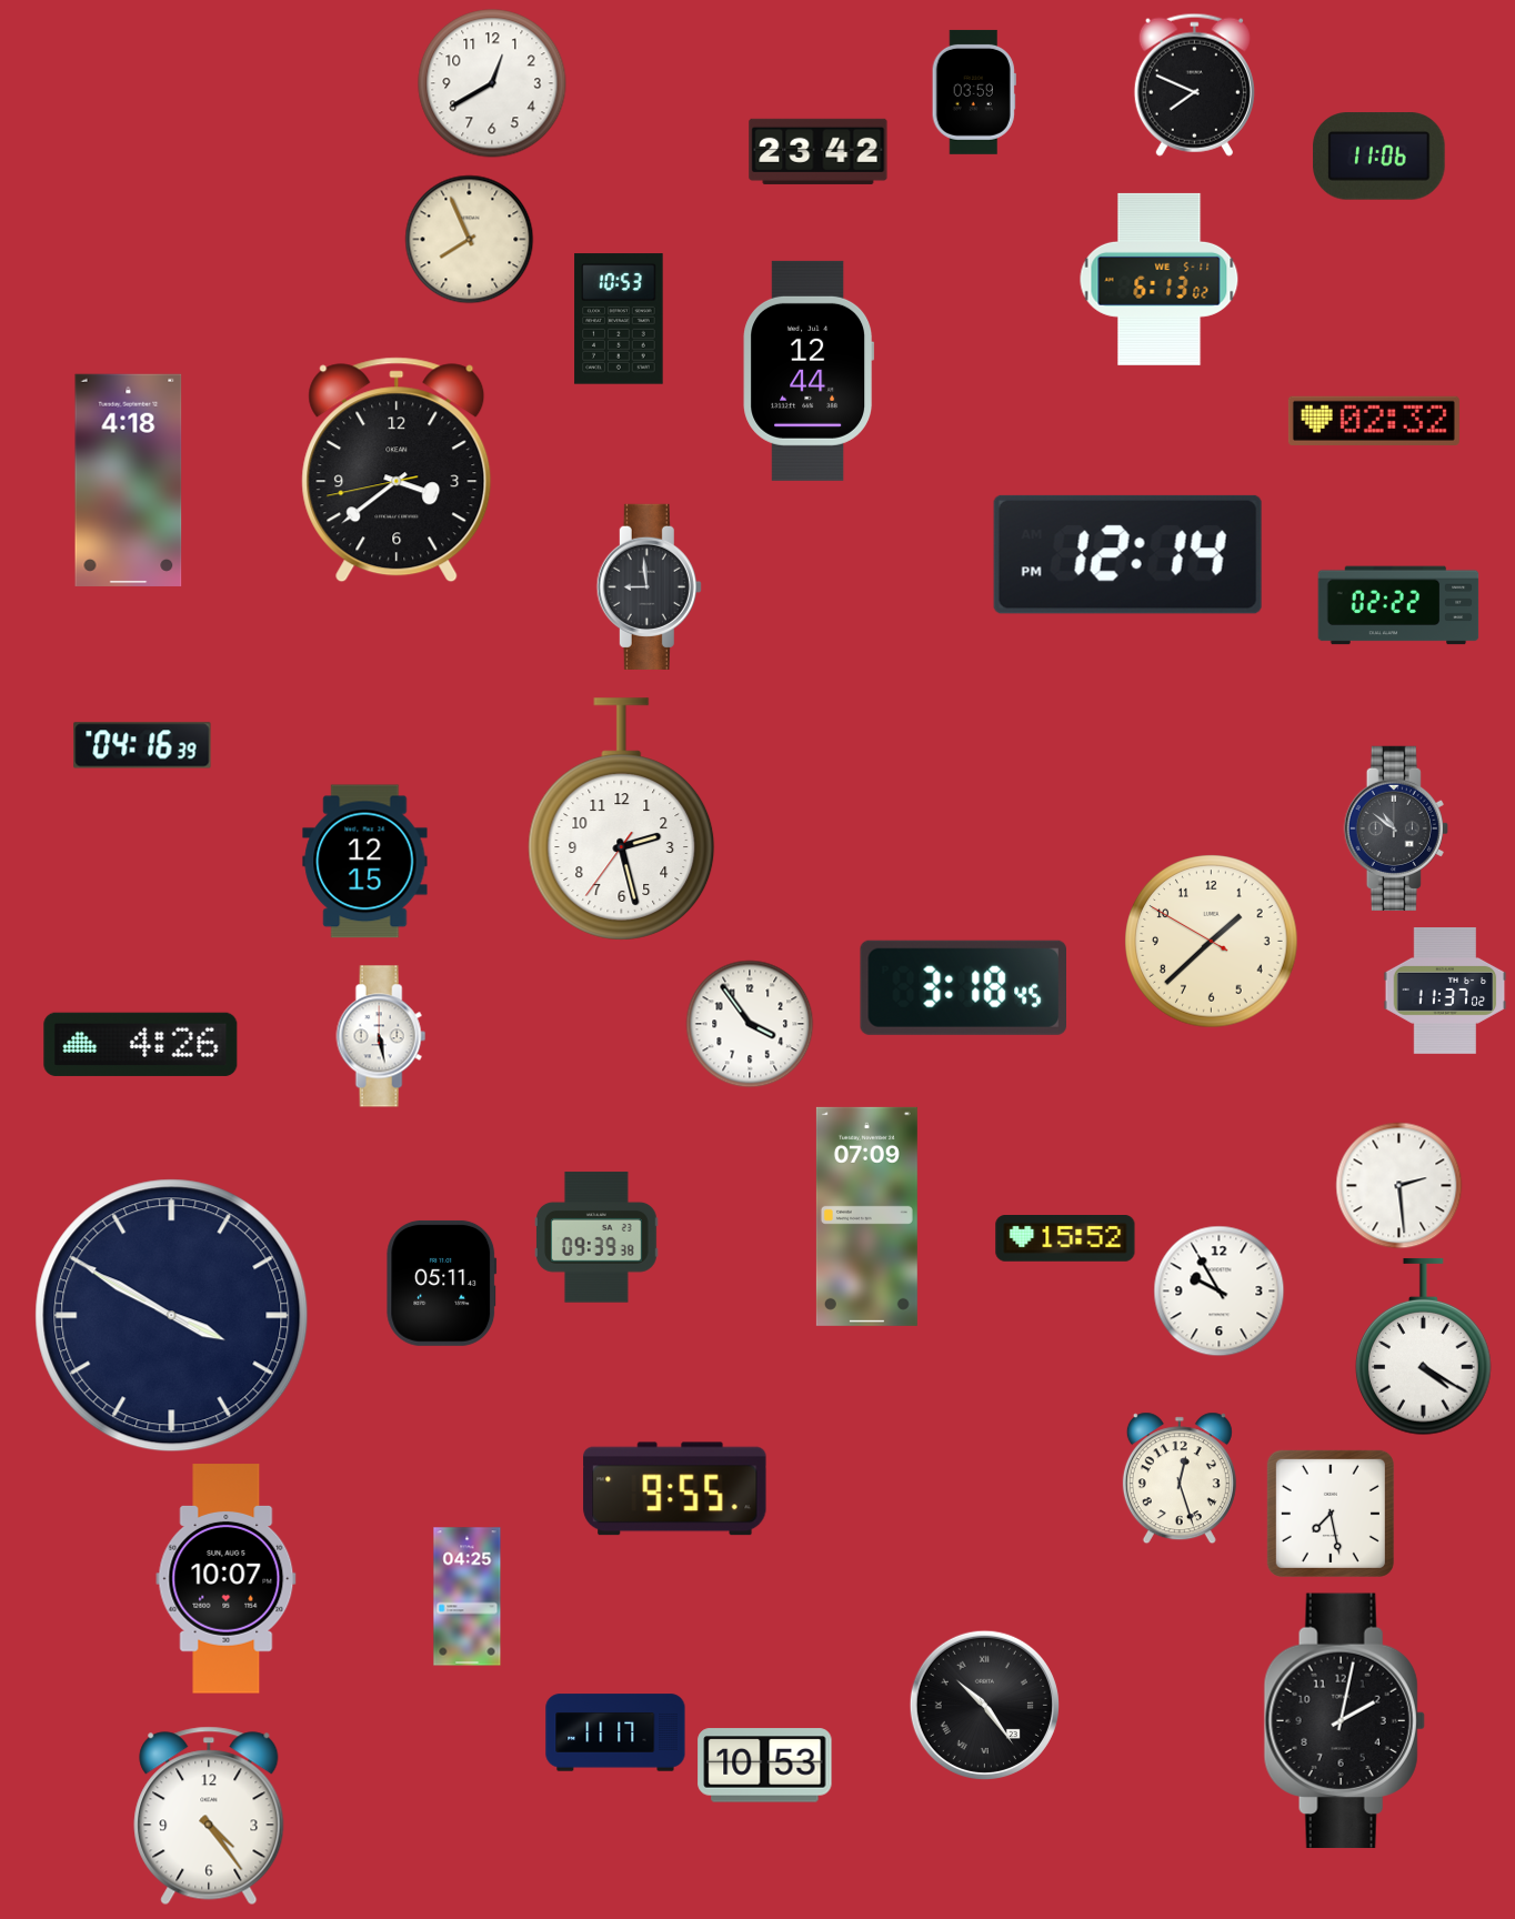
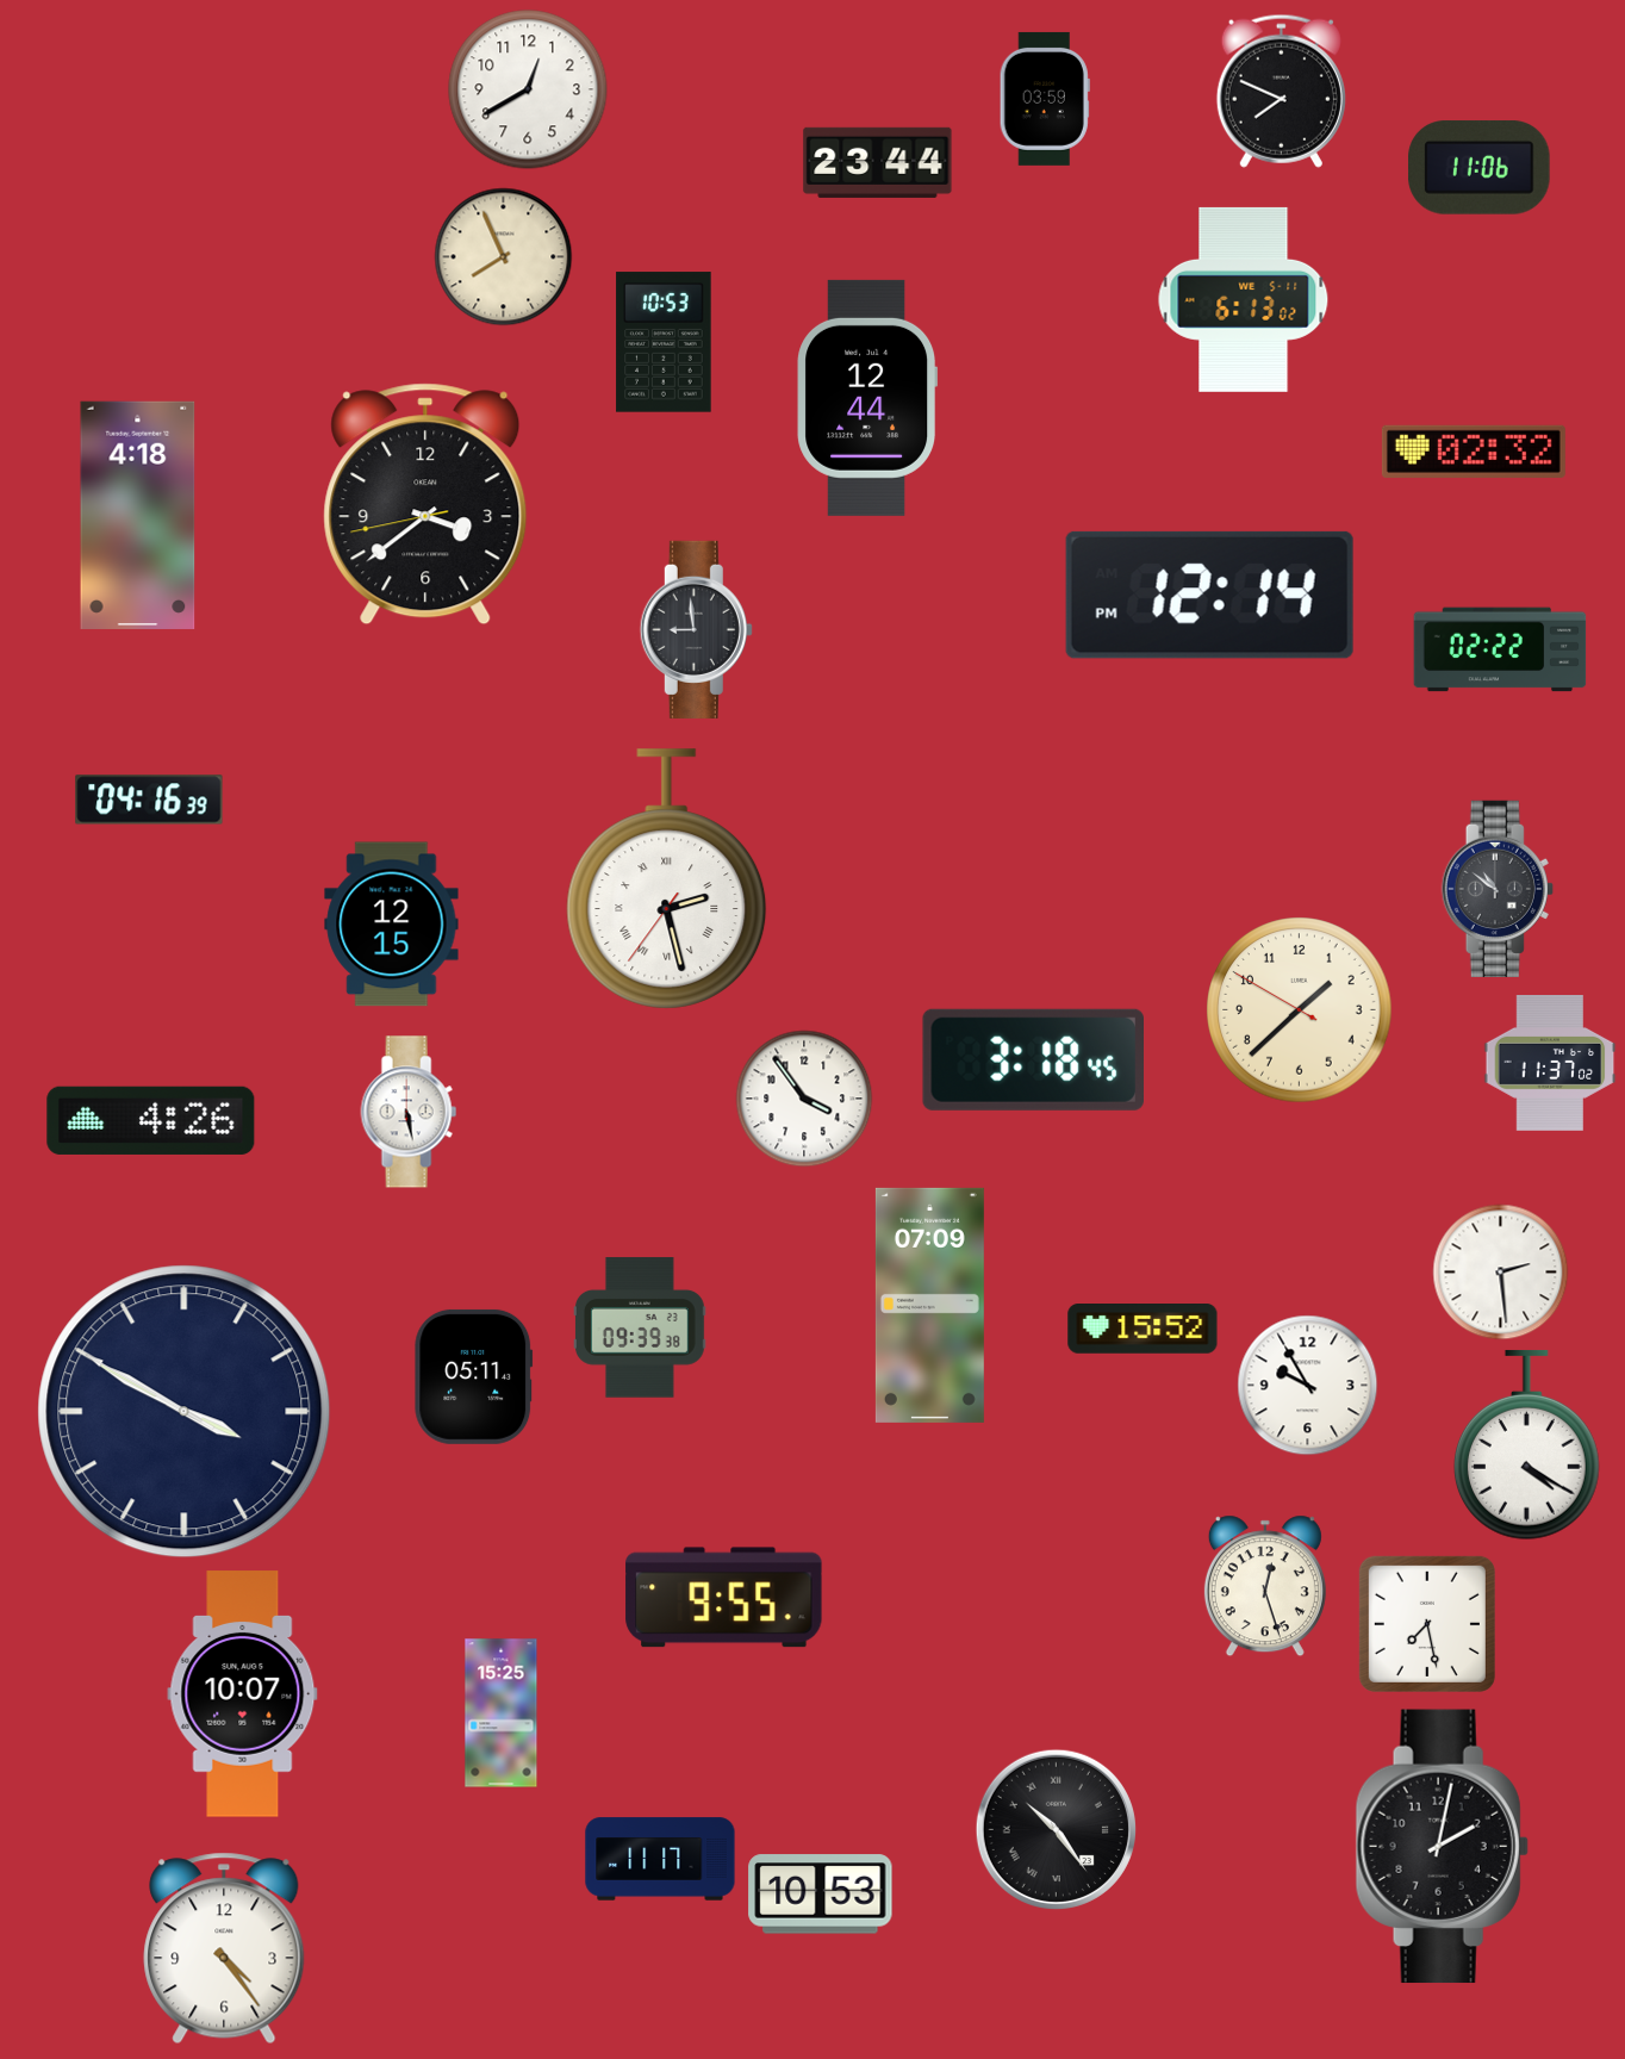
clock at (819, 151): 23:42 -> 23:44
clock at (142, 745) position: (142, 745) -> (149, 800)
clock at (622, 820) numerals: Arabic -> Roman
clock at (468, 1597): 04:25 -> 15:25
